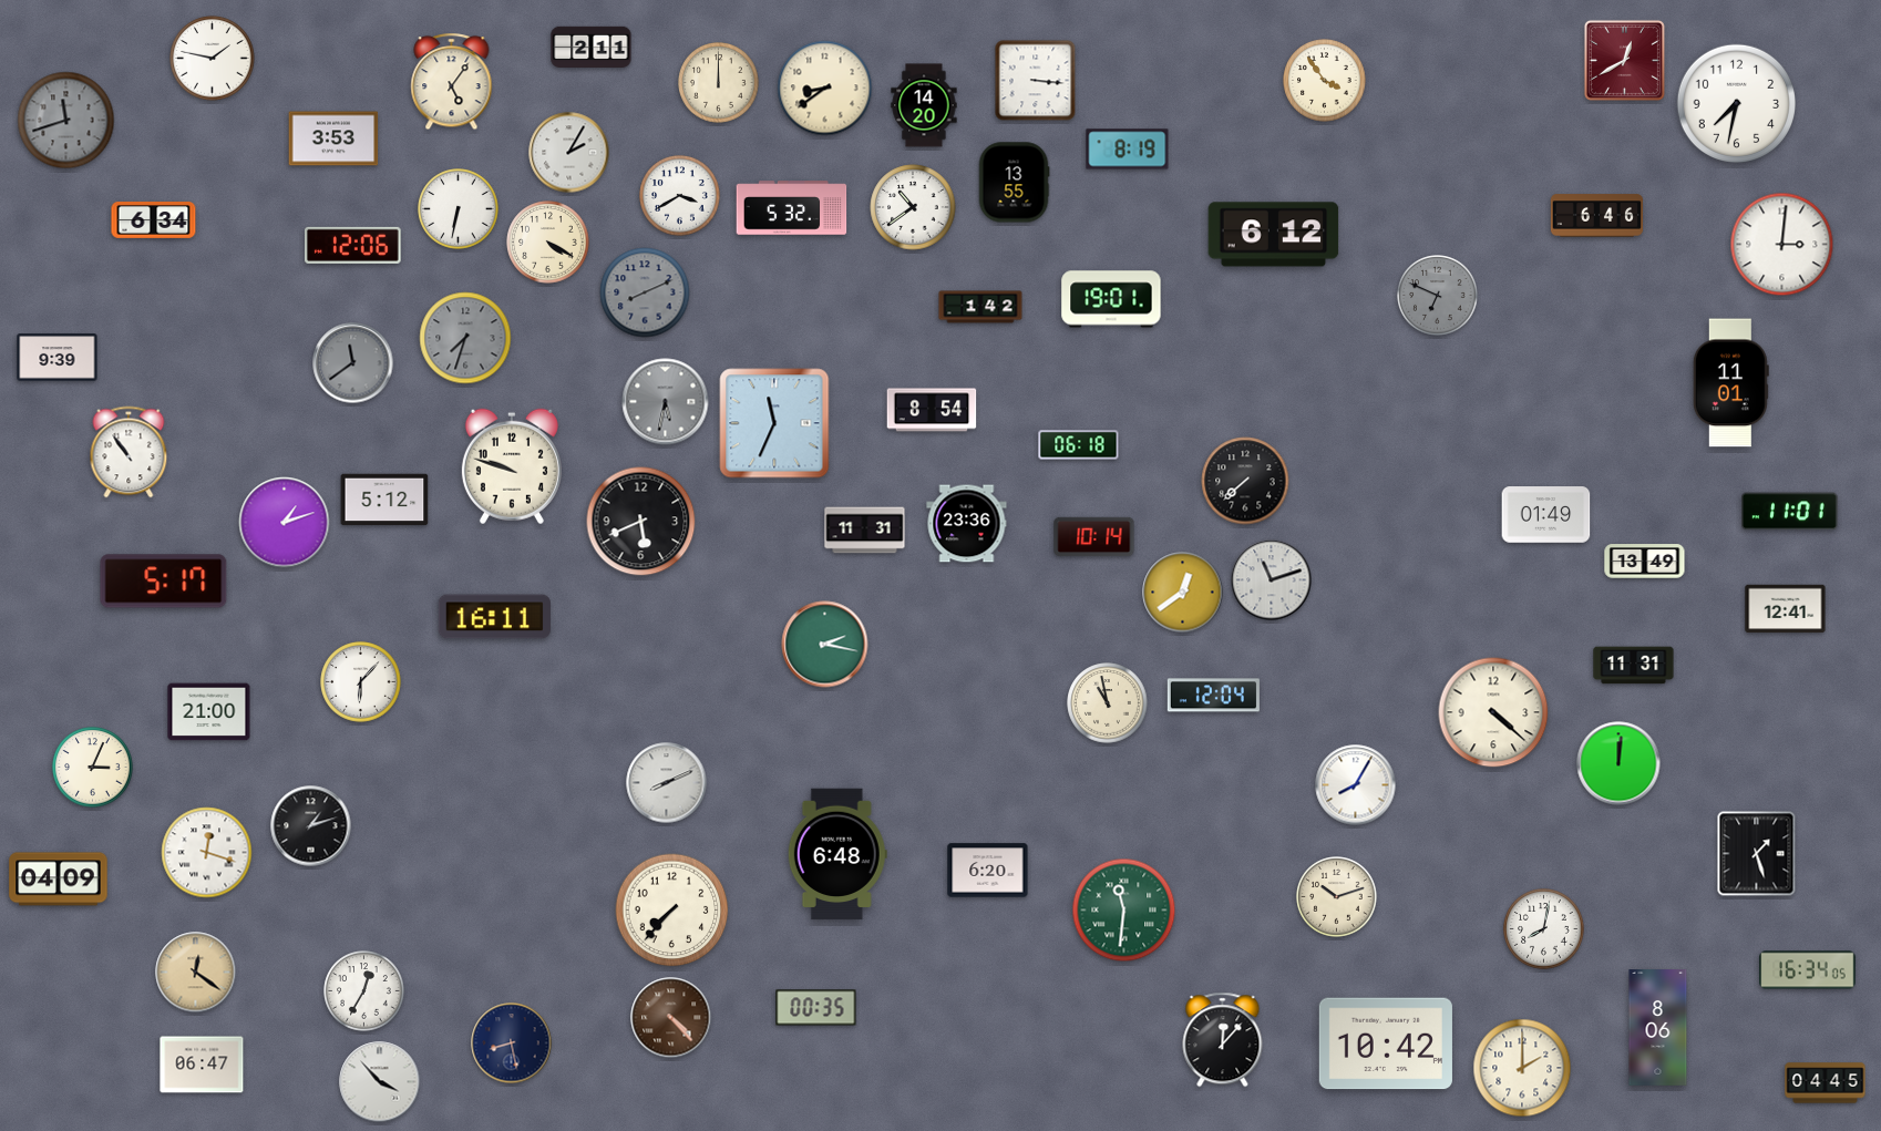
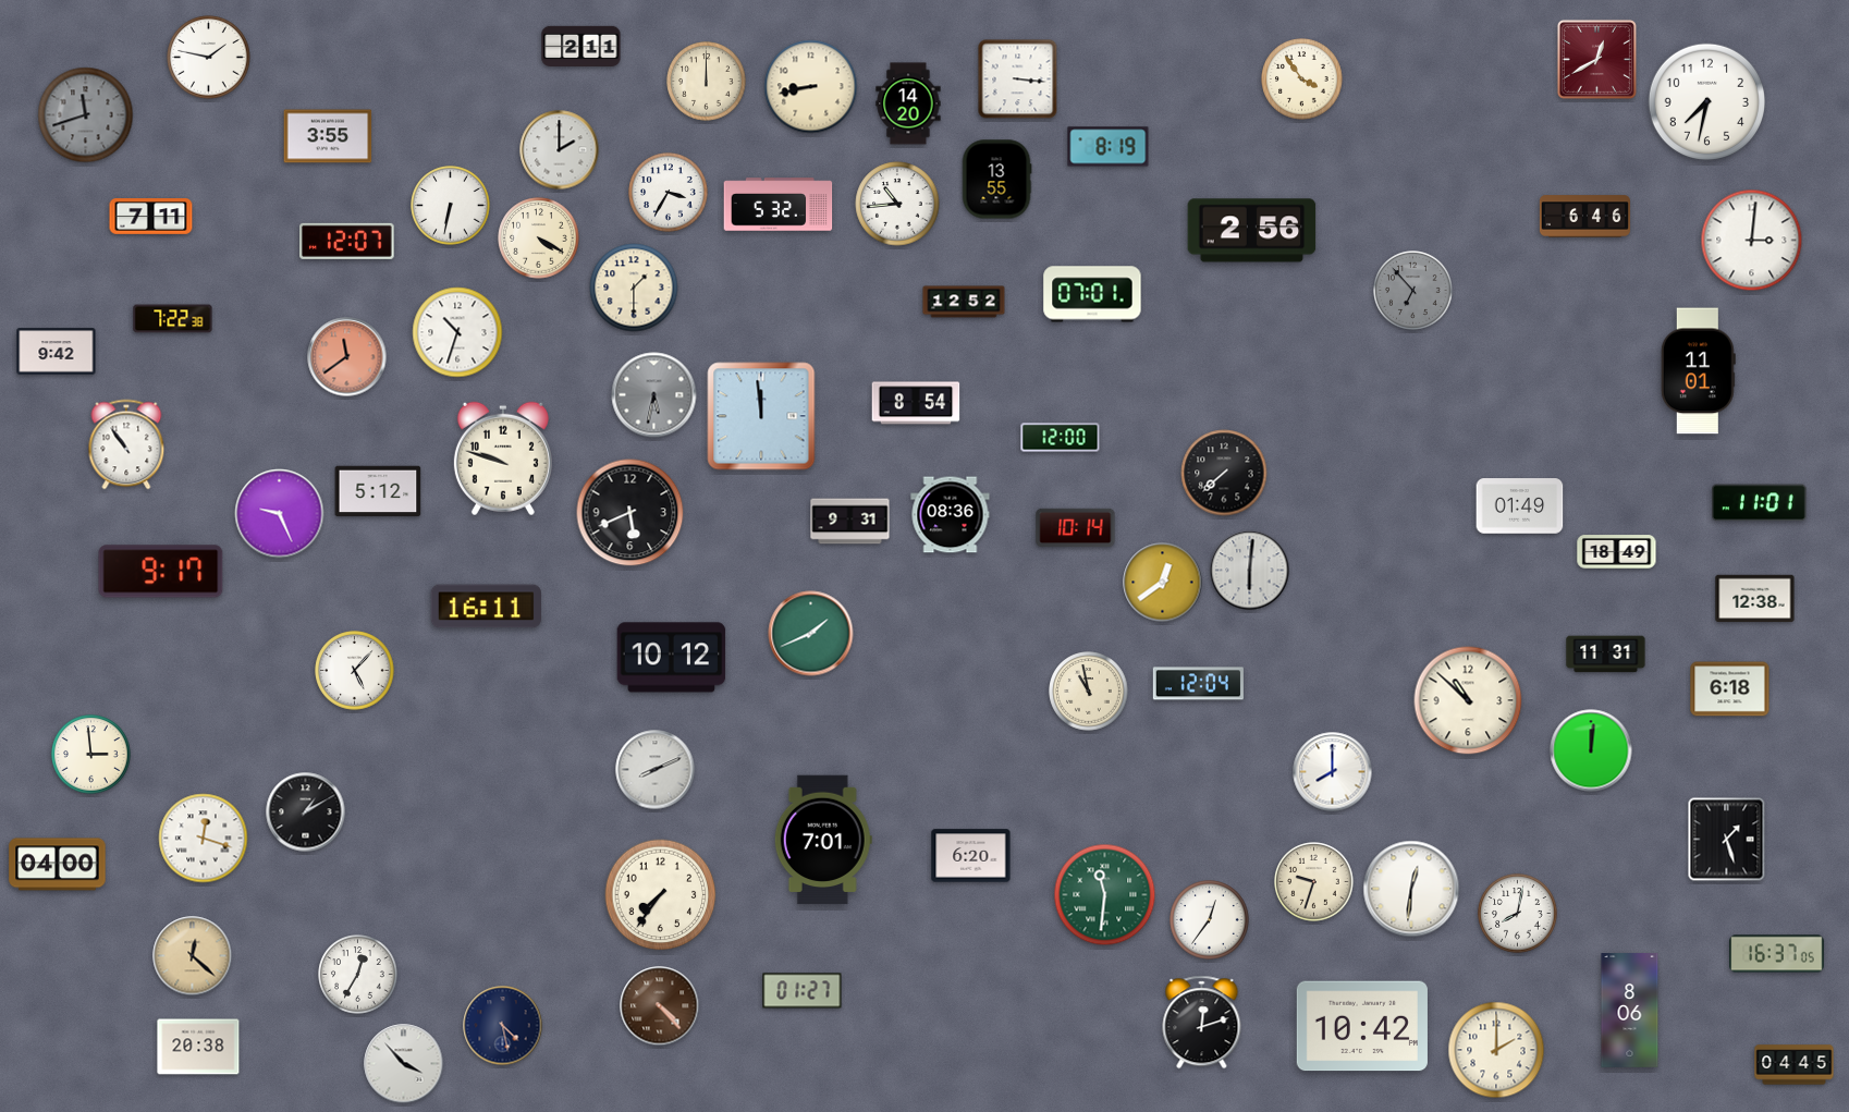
clock at (452, 82): 5:06 -> none
clock at (825, 89): 8:39 -> 8:43
clock at (66, 121) position: (66, 121) -> (86, 115)
clock at (333, 138): 3:53 -> 3:55
clock at (569, 153): 2:05 -> 2:00
clock at (680, 196): 3:40 -> 3:35
clock at (913, 207): 10:39 -> 10:44
clock at (1596, 216) position: (1596, 216) -> (1584, 217)
clock at (154, 220): 6:34 -> 7:11
clock at (1274, 235): 6:12 -> 2:56
clock at (353, 245): 12:06 -> 12:07
clock at (645, 292): 8:11 -> 1:30
clock at (645, 292) dial: grey -> cream
clock at (1438, 296): 6:49 -> 6:53
clock at (1111, 299): 19:01 -> 07:01
clock at (980, 307): 1:42 -> 12:52
clock at (173, 319): none -> 7:22
clock at (465, 338): 7:33 -> 10:33
clock at (465, 338) dial: grey -> white
clock at (58, 358): 9:39 -> 9:42
clock at (353, 363) dial: grey -> salmon
clock at (1730, 383) position: (1730, 383) -> (1698, 371)
clock at (774, 423): 11:34 -> 11:59
clock at (1079, 445): 06:18 -> 12:00
clock at (285, 523): 1:12 -> 9:26
clock at (967, 524): 23:36 -> 08:36
clock at (865, 531): 11:31 -> 9:31
clock at (1645, 562): 13:49 -> 18:49
clock at (1272, 580): 11:12 -> 6:01
clock at (164, 582): 5:17 -> 9:17
clock at (1786, 609): 12:41 -> 12:38
clock at (825, 645): 2:17 -> 1:41
clock at (672, 658): none -> 10:12
clock at (361, 682): 6:07 -> 5:07
clock at (1213, 696) position: (1213, 696) -> (1198, 684)
clock at (1730, 689): none -> 6:18
clock at (209, 712): 21:00 -> none
clock at (1493, 712): 4:22 -> 10:52
clock at (93, 768): 3:04 -> 2:59
clock at (1356, 785): 8:05 -> 8:00
clock at (311, 826): 1:12 -> 1:10
clock at (837, 854): 6:48 -> 7:01
clock at (59, 880): 04:09 -> 04:00
clock at (1337, 897): 10:12 -> 9:33
clock at (1411, 889): none -> 12:31
clock at (672, 911): 7:37 -> 7:36
clock at (1210, 920): none -> 12:36
clock at (1808, 970): 16:34 -> 16:37
clock at (196, 973): 12:21 -> 12:22
clock at (816, 1008): 00:35 -> 01:27
clock at (671, 1018) position: (671, 1018) -> (660, 1006)
clock at (1223, 1040): 12:07 -> 12:12
clock at (512, 1043): 8:28 -> 4:28
clock at (202, 1065): 06:47 -> 20:38
clock at (380, 1082) position: (380, 1082) -> (404, 1064)
